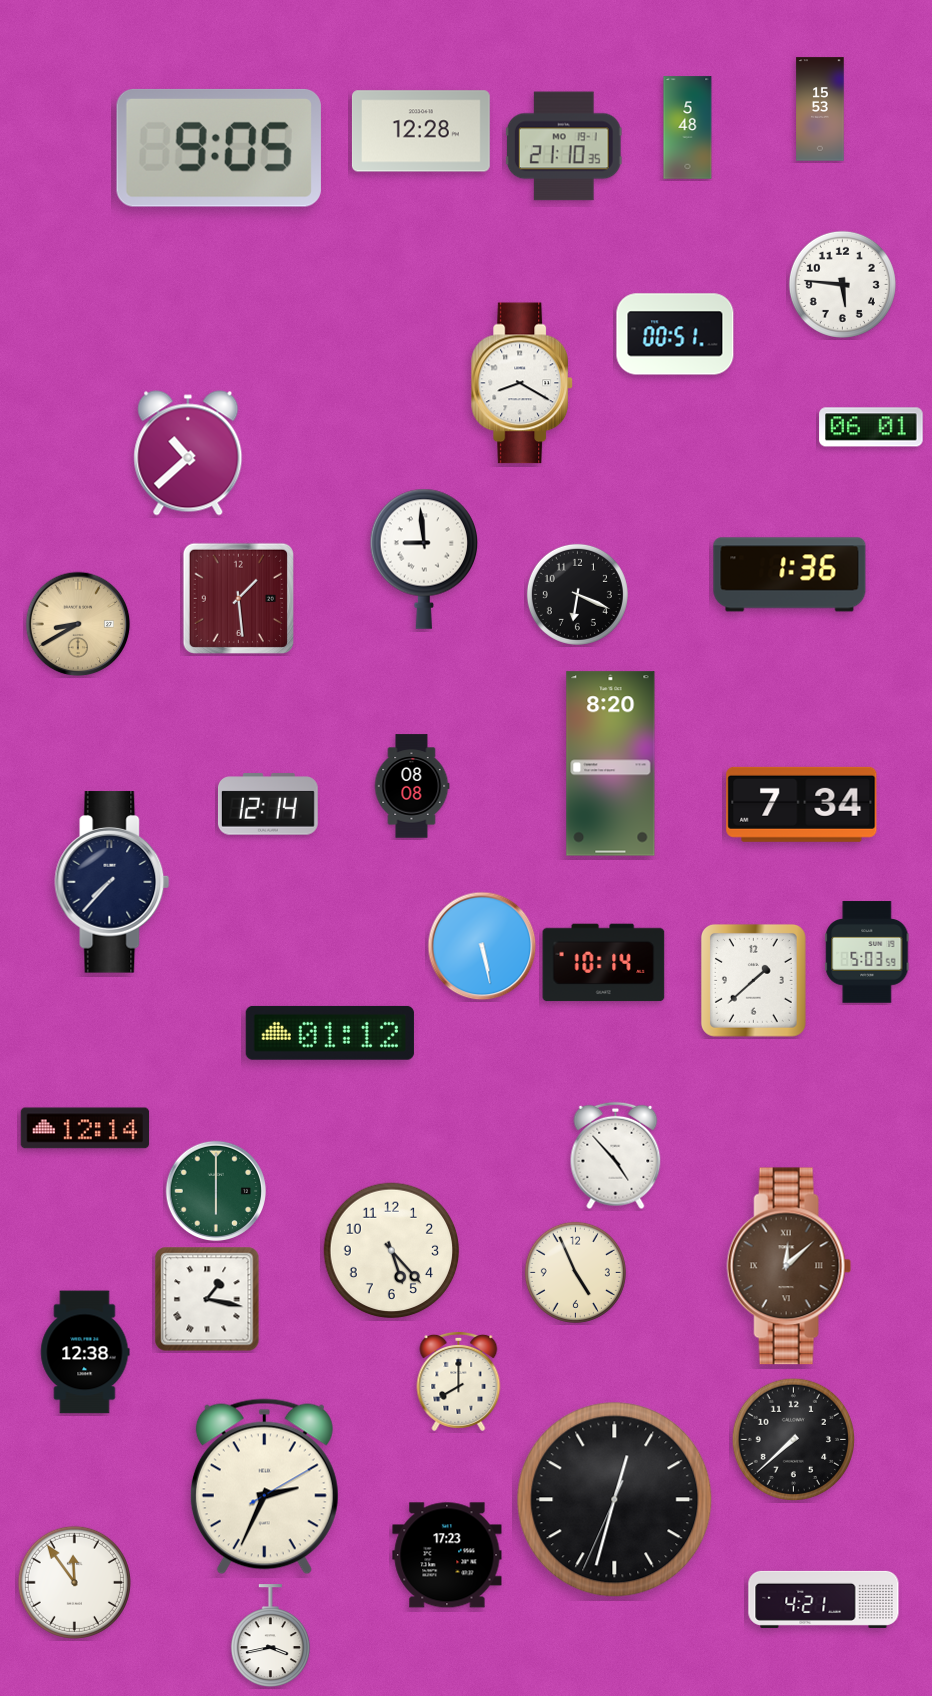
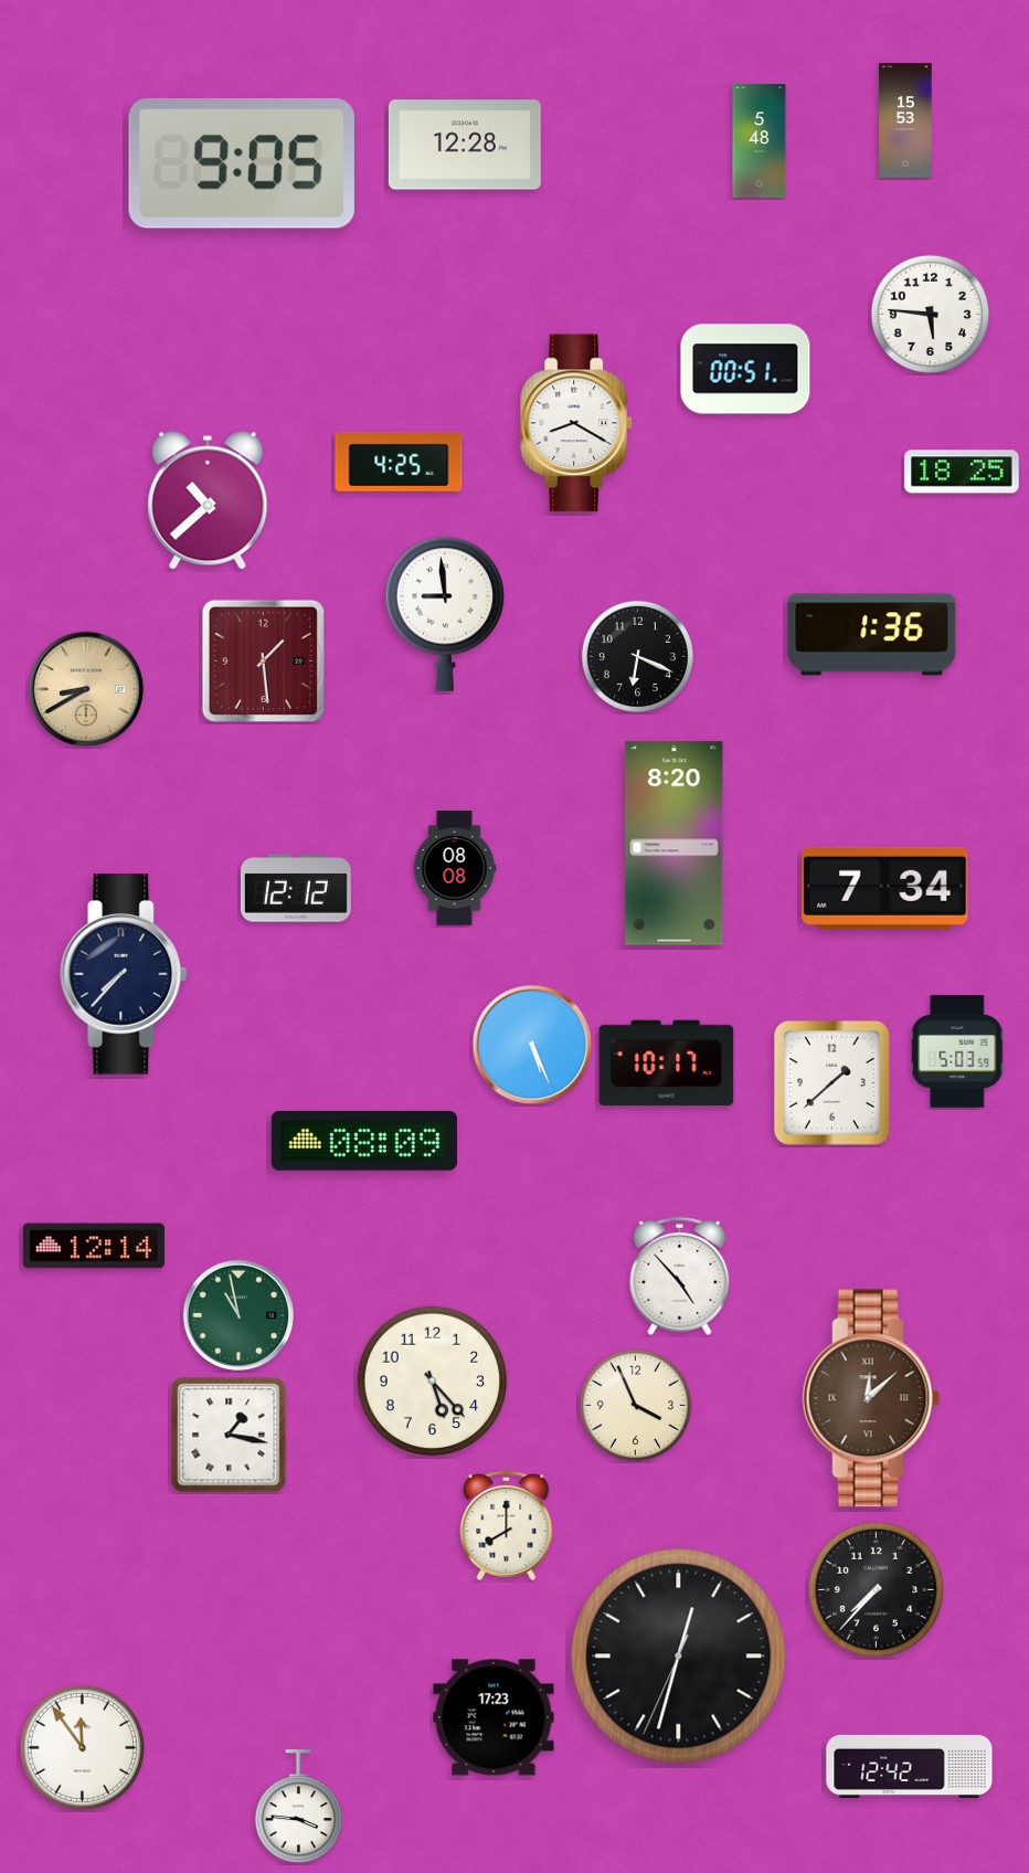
clock at (564, 146): 21:10 -> none
clock at (399, 462): none -> 4:25
clock at (871, 427): 06:01 -> 18:25
clock at (423, 559) position: (423, 559) -> (444, 614)
clock at (268, 804): 12:14 -> 12:12
clock at (482, 946): 5:28 -> 5:26
clock at (604, 963): 10:14 -> 10:17
clock at (330, 1033): 01:12 -> 08:09
clock at (216, 1191): 6:00 -> 10:58
clock at (575, 1272): 4:56 -> 3:56
clock at (85, 1352): 12:38 -> none
clock at (793, 1439): 7:38 -> 7:37
clock at (264, 1487): 2:34 -> none
clock at (824, 1599): 4:21 -> 12:42
clock at (270, 1636): 3:43 -> 3:46
